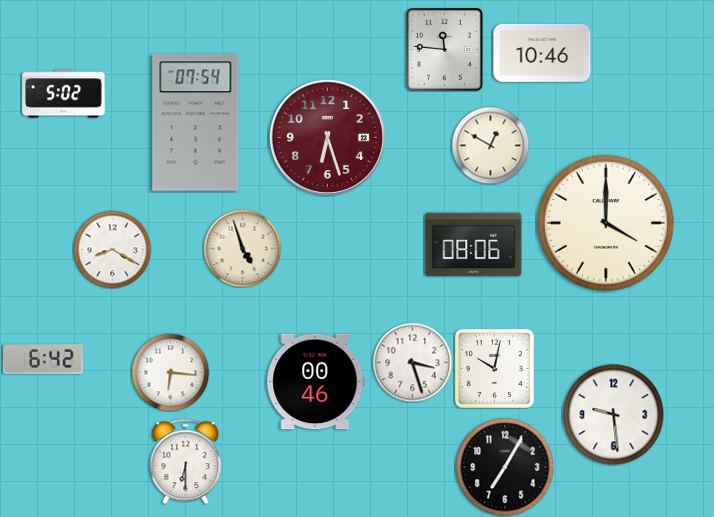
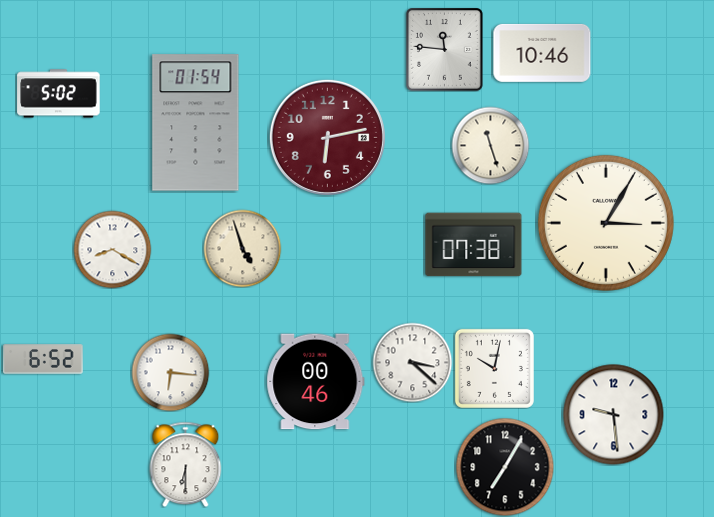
clock at (64, 94) position: (64, 94) -> (59, 94)
clock at (196, 123): 07:54 -> 01:54
clock at (327, 137): 6:27 -> 6:13
clock at (490, 145): 12:50 -> 11:27
clock at (606, 223): 4:00 -> 3:05
clock at (474, 245): 08:06 -> 07:38
clock at (43, 359): 6:42 -> 6:52
clock at (412, 362): 3:27 -> 3:22
clock at (186, 461) position: (186, 461) -> (186, 464)
